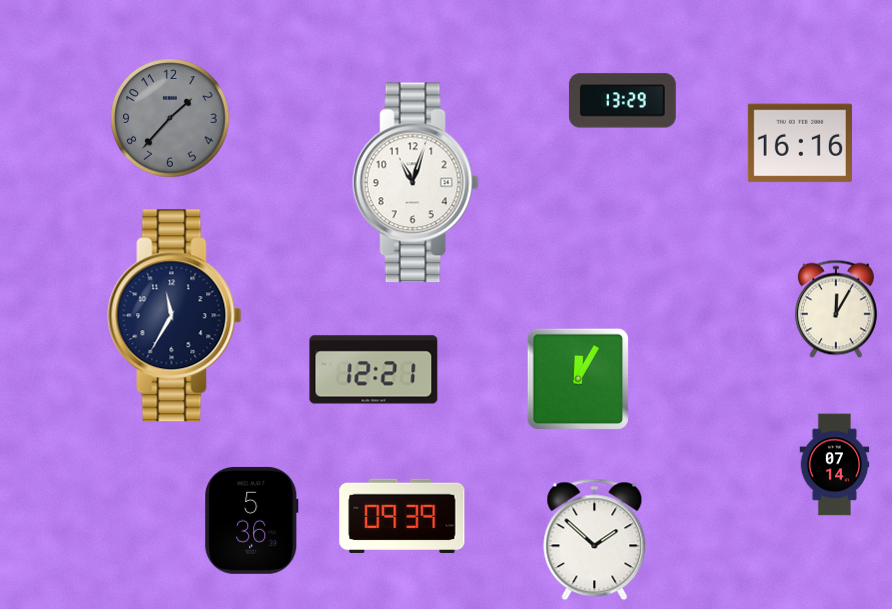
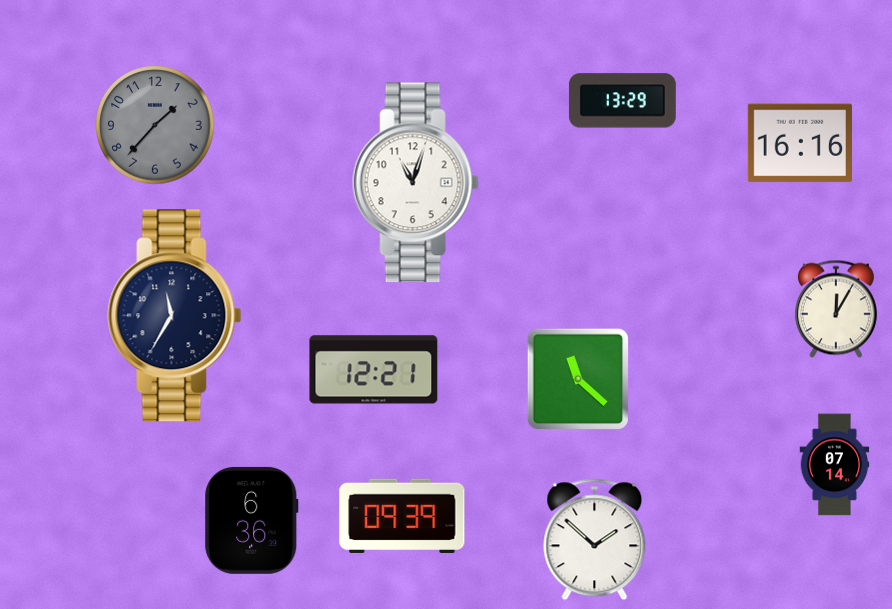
clock at (170, 118) position: (170, 118) -> (155, 125)
clock at (578, 379): 12:05 -> 11:22
clock at (252, 520): 5:36 -> 6:36
